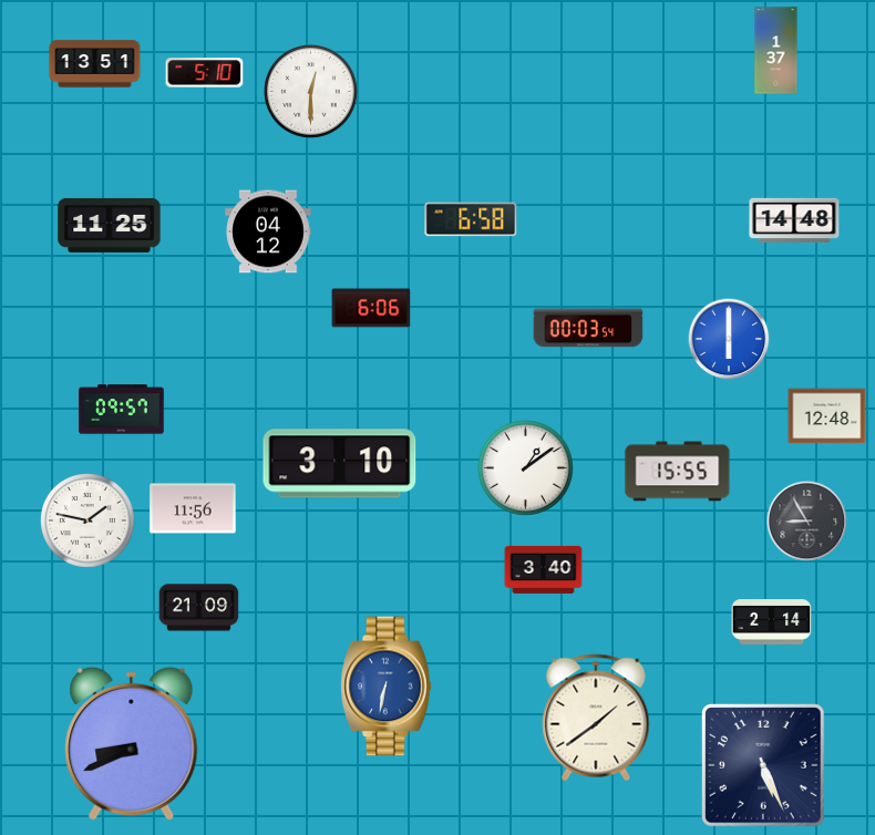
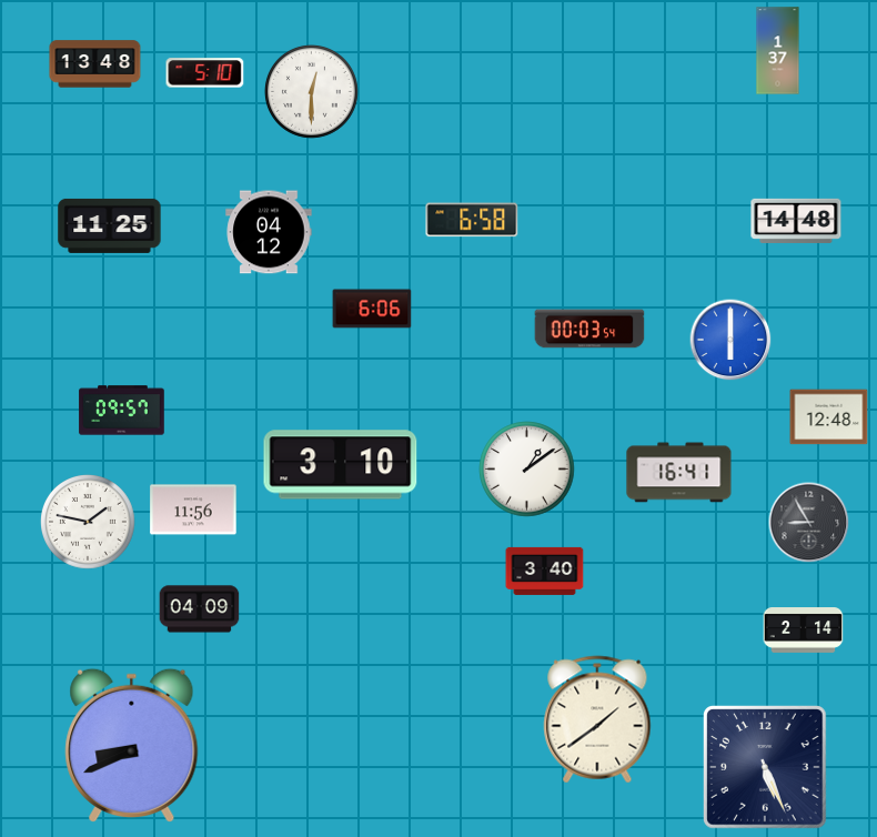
clock at (95, 64): 13:51 -> 13:48
clock at (678, 472): 15:55 -> 16:41
clock at (199, 608): 21:09 -> 04:09
clock at (772, 622) position: (772, 622) -> (804, 631)
clock at (387, 687): 6:32 -> none
